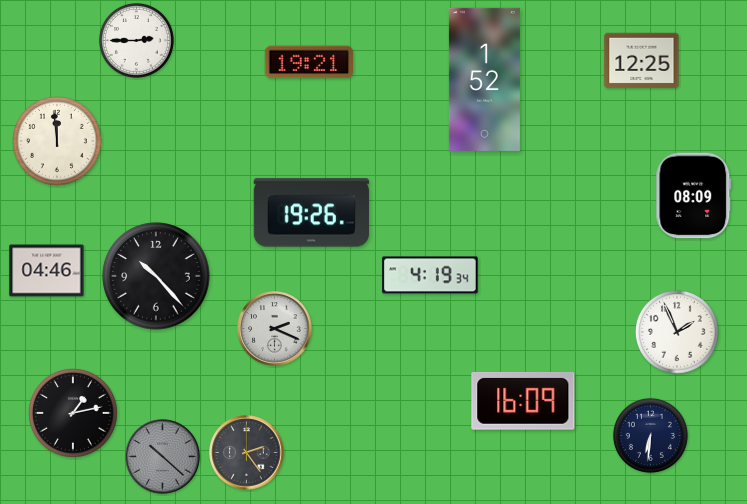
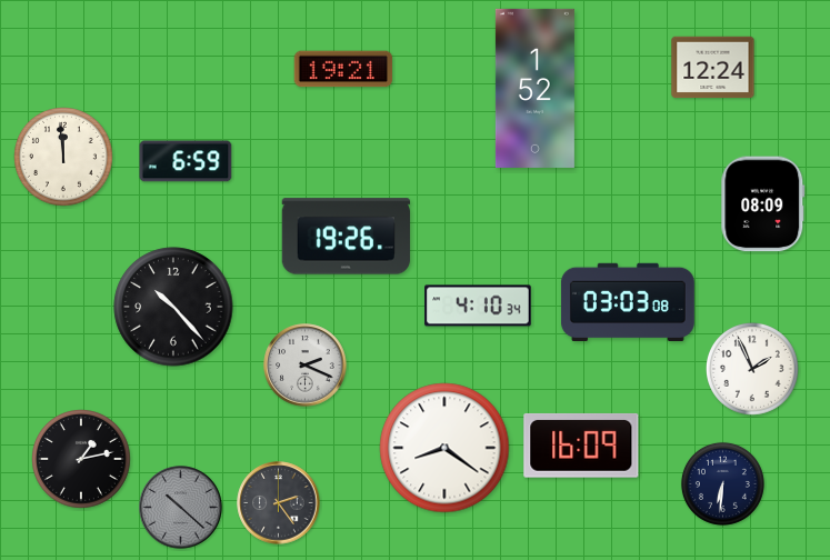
clock at (136, 40): 2:45 -> none
clock at (642, 61): 12:25 -> 12:24
clock at (484, 79) position: (484, 79) -> (534, 88)
clock at (186, 161): none -> 6:59
clock at (694, 196) position: (694, 196) -> (763, 204)
clock at (47, 271): 04:46 -> none
clock at (628, 301): none -> 03:03
clock at (430, 275): 4:19 -> 4:10
clock at (444, 448): none -> 8:21
clock at (247, 453) position: (247, 453) -> (279, 503)
